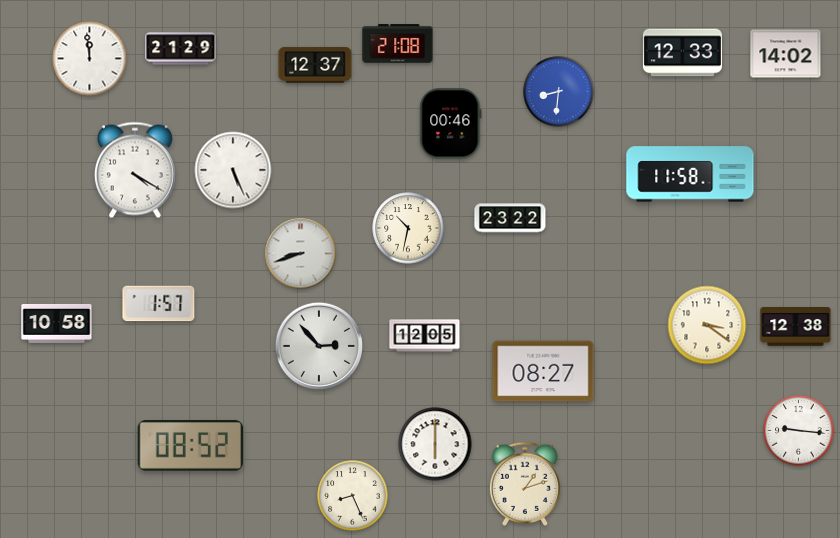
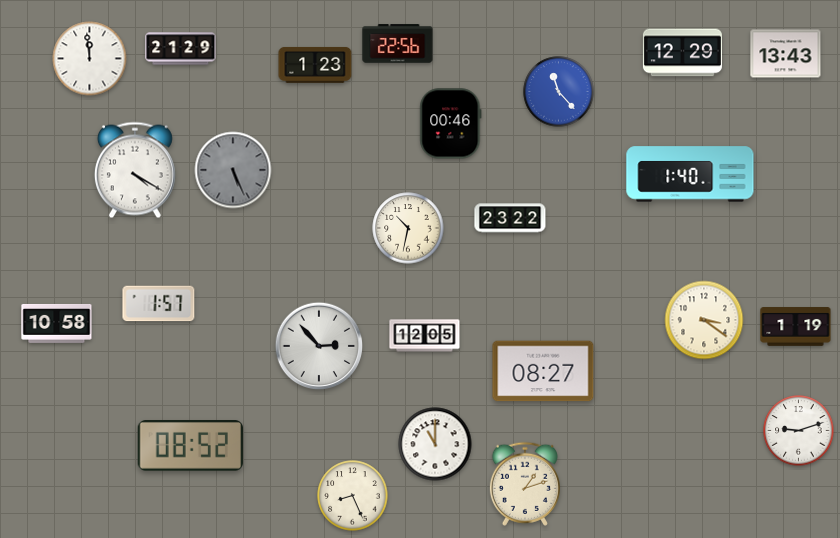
clock at (398, 44): 21:08 -> 22:56
clock at (682, 53): 12:33 -> 12:29
clock at (786, 54): 14:02 -> 13:43
clock at (315, 65): 12:37 -> 1:23
clock at (559, 92): 8:31 -> 11:23
clock at (233, 170) dial: white -> grey
clock at (690, 174): 11:58 -> 1:40
clock at (301, 254): 8:42 -> none
clock at (707, 325) position: (707, 325) -> (704, 320)
clock at (796, 327): 12:38 -> 1:19
clock at (799, 431): 9:16 -> 9:12
clock at (435, 444): 6:00 -> 11:00
